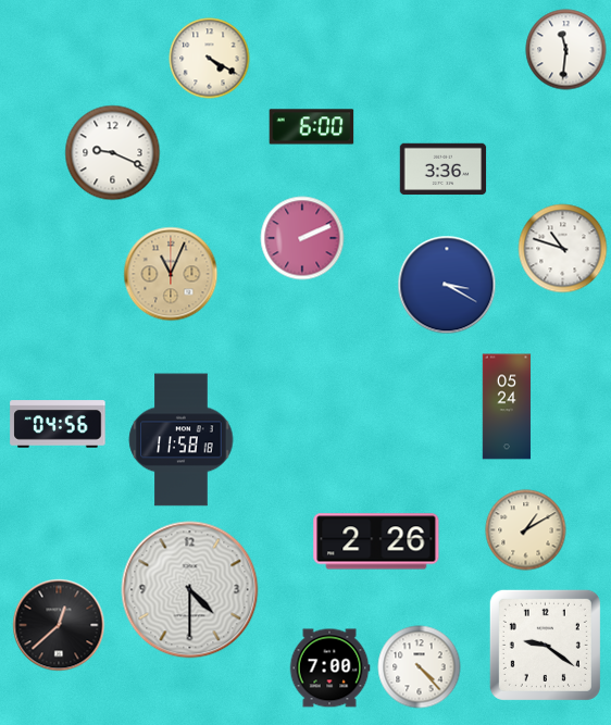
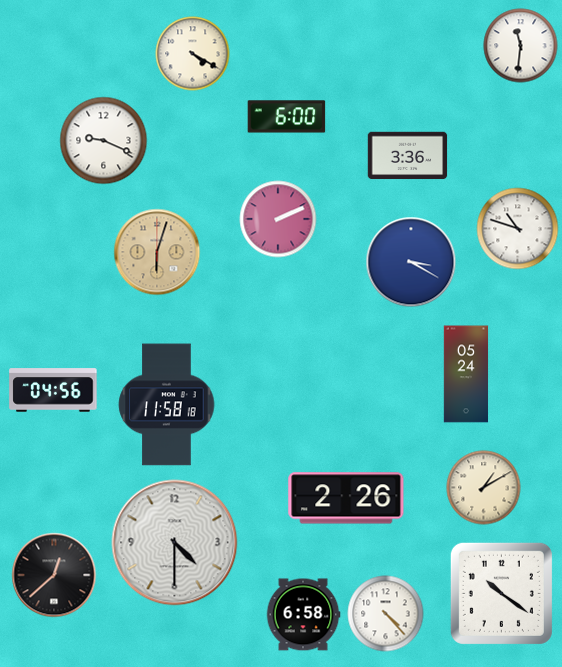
clock at (171, 274): 11:04 -> 6:03
clock at (545, 645): 9:21 -> 10:21
clock at (329, 668): 7:00 -> 6:58
